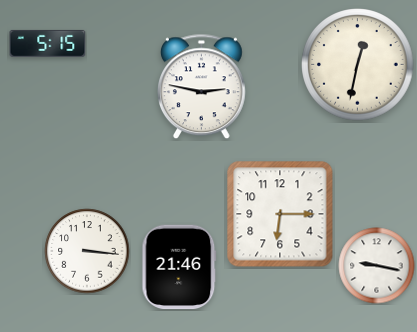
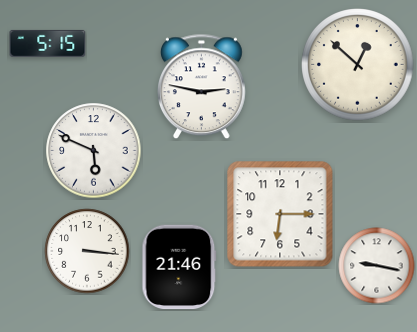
clock at (358, 65): 12:32 -> 12:52
clock at (94, 151): none -> 5:49
